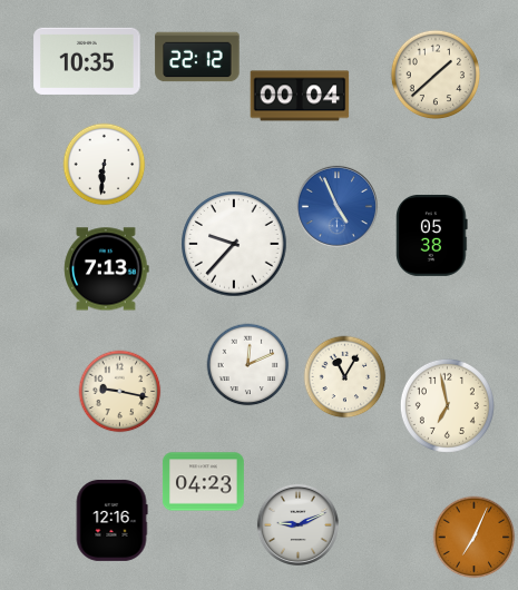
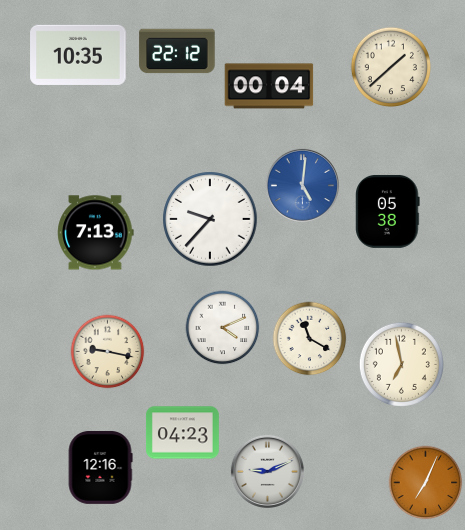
clock at (105, 165): 6:31 -> none
clock at (336, 206): 4:56 -> 5:01
clock at (107, 269) position: (107, 269) -> (96, 233)
clock at (248, 365): 12:11 -> 4:11
clock at (345, 377): 11:05 -> 11:20
